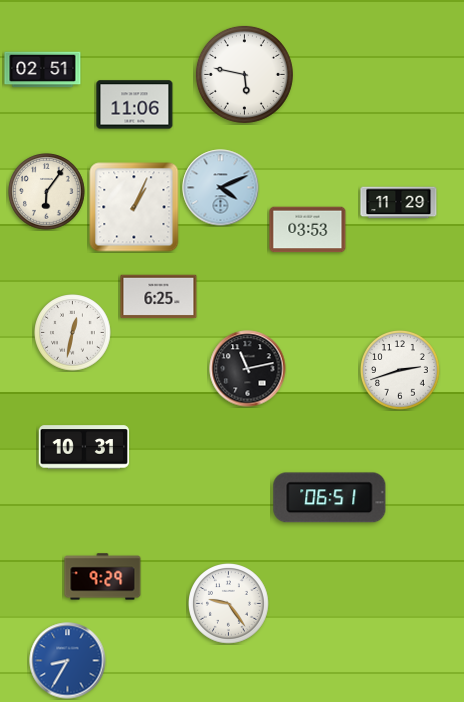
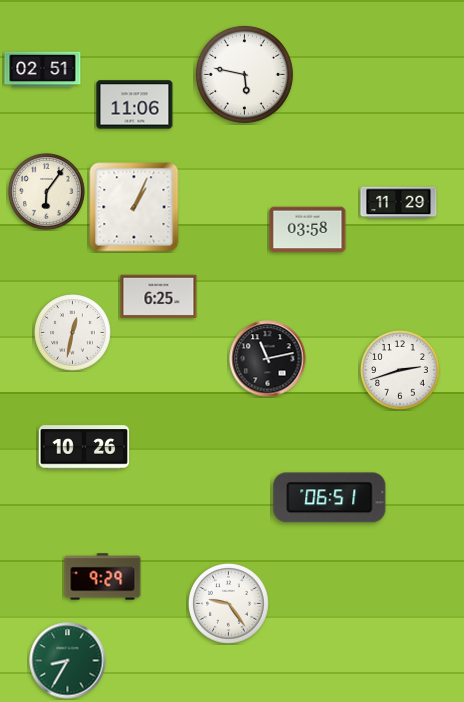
clock at (221, 188): 4:11 -> none
clock at (308, 230): 03:53 -> 03:58
clock at (248, 369) position: (248, 369) -> (268, 359)
clock at (84, 447): 10:31 -> 10:26
clock at (68, 661) dial: blue -> green
